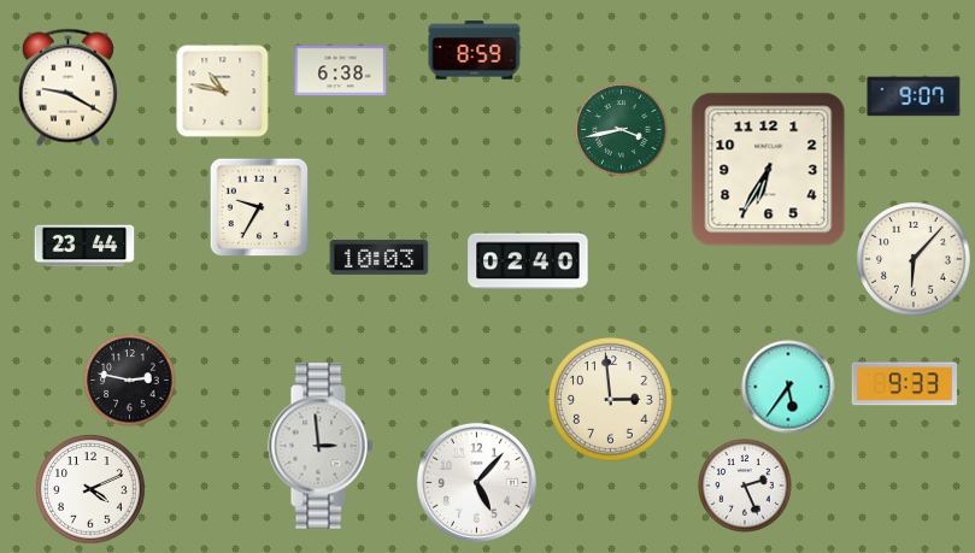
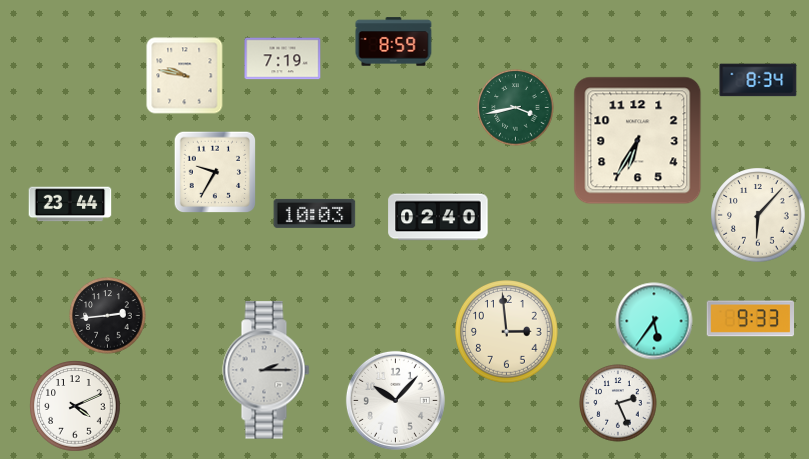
clock at (341, 71): 6:38 -> 7:19
clock at (67, 88): 9:20 -> none
clock at (223, 92): 10:47 -> 9:47
clock at (914, 96): 9:07 -> 8:34
clock at (130, 381): 2:47 -> 2:44
clock at (321, 446): 2:59 -> 2:15
clock at (476, 482): 5:07 -> 10:07
